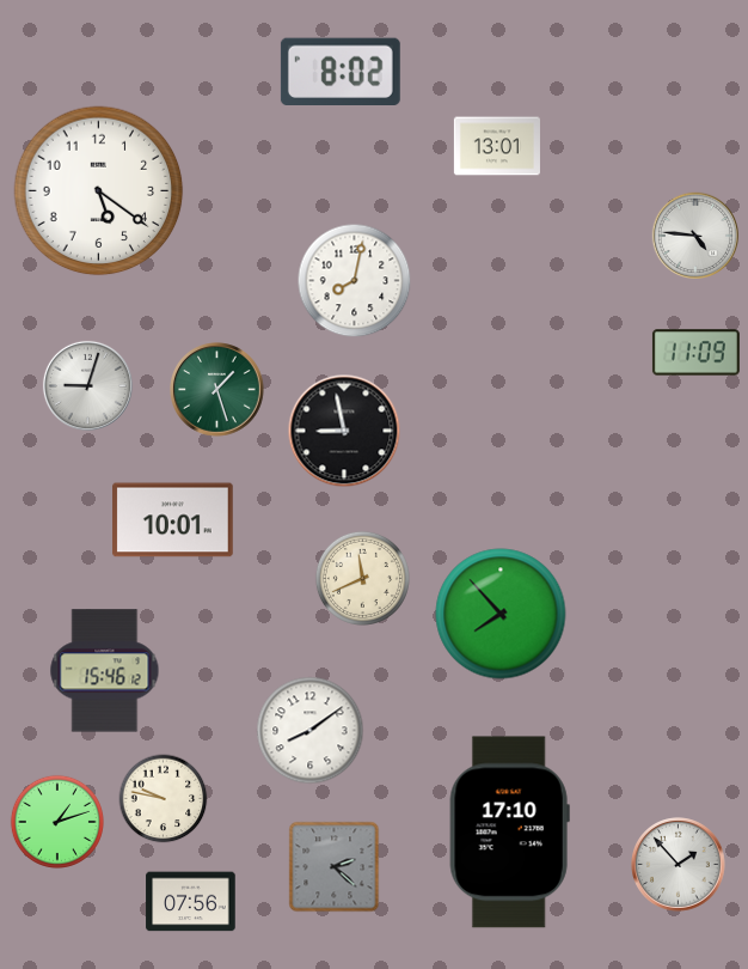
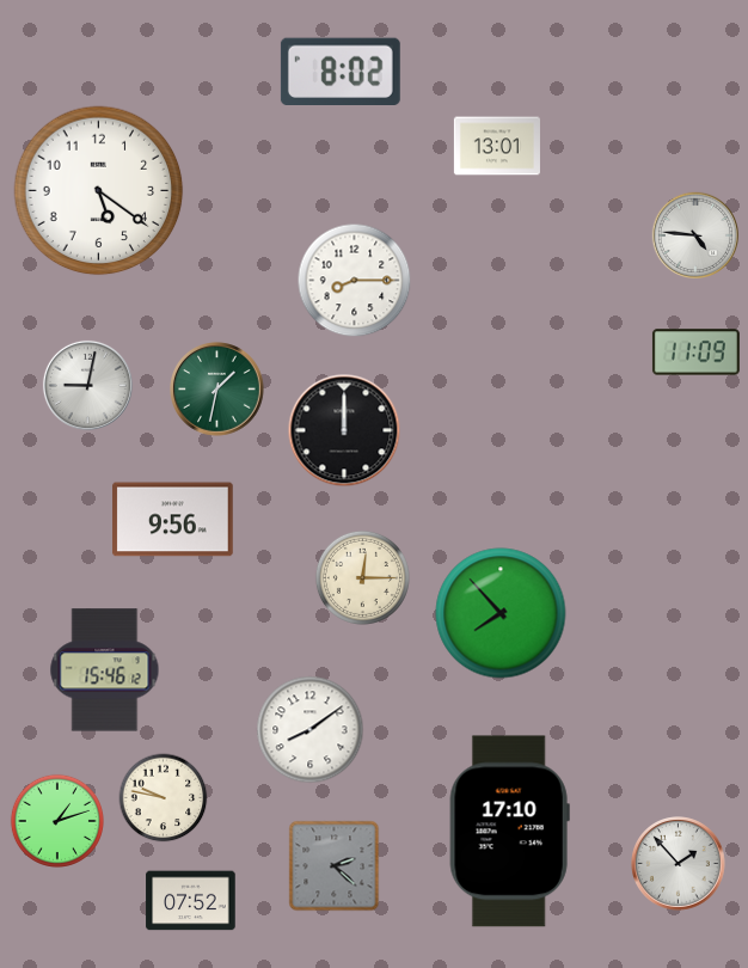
clock at (355, 281): 8:02 -> 8:15
clock at (87, 385): 9:03 -> 9:02
clock at (217, 390): 1:27 -> 1:32
clock at (344, 431): 8:58 -> 12:00
clock at (173, 520): 10:01 -> 9:56
clock at (362, 578): 11:41 -> 12:15
clock at (191, 902): 07:56 -> 07:52
